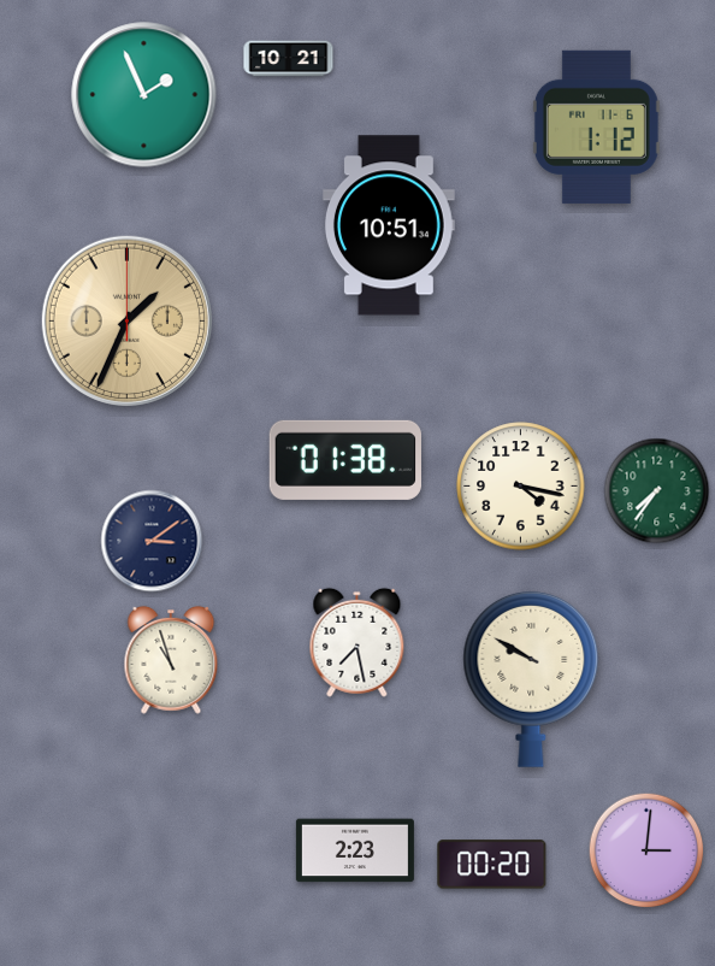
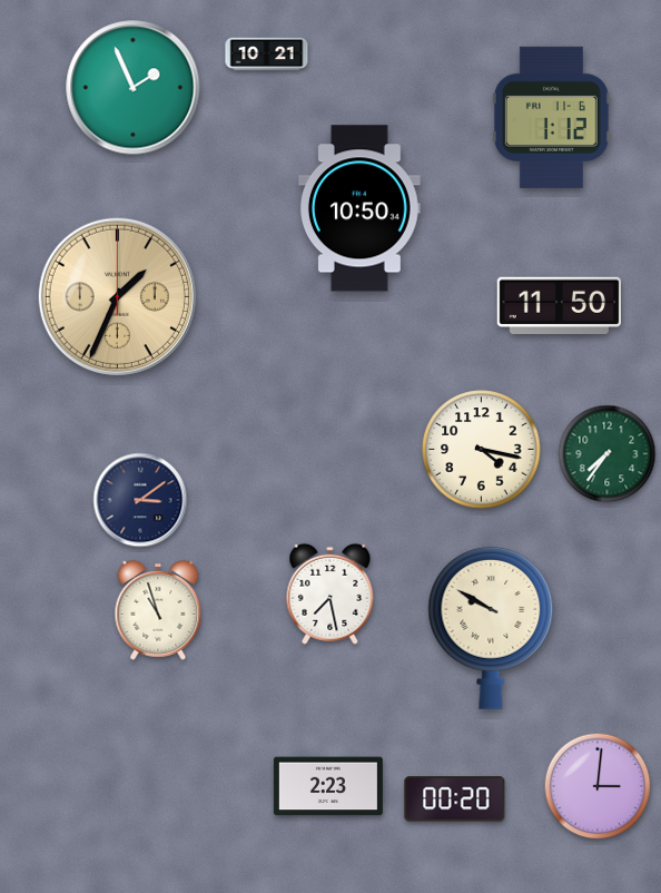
clock at (389, 225): 10:51 -> 10:50
clock at (559, 305): none -> 11:50
clock at (345, 460): 01:38 -> none
